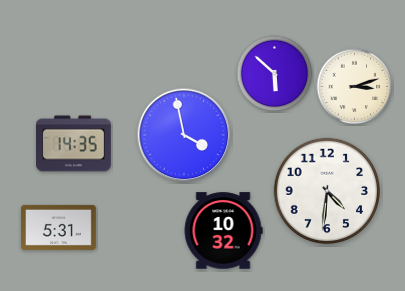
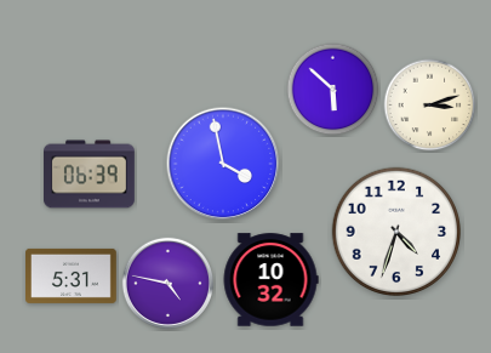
clock at (74, 144): 14:35 -> 06:39
clock at (326, 190): 4:31 -> 4:33
clock at (167, 283): none -> 4:47
